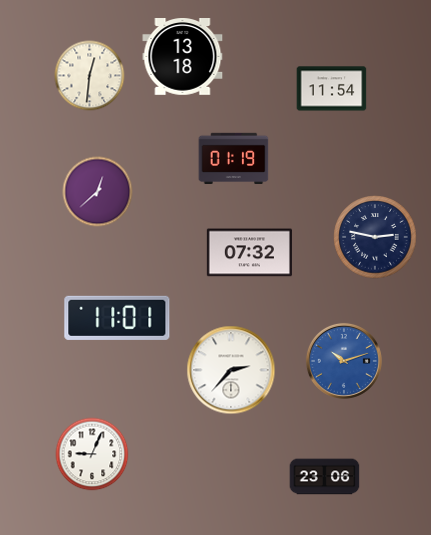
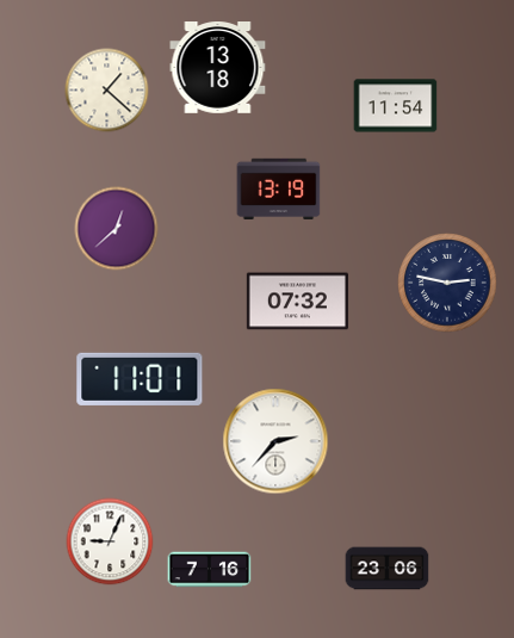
clock at (90, 76): 12:31 -> 1:22
clock at (234, 158): 01:19 -> 13:19
clock at (344, 361): 10:12 -> none
clock at (210, 570): none -> 7:16
